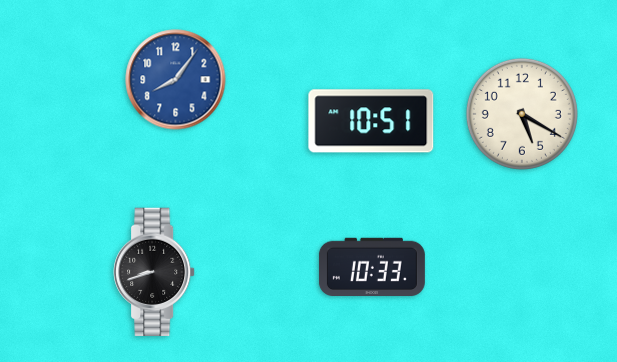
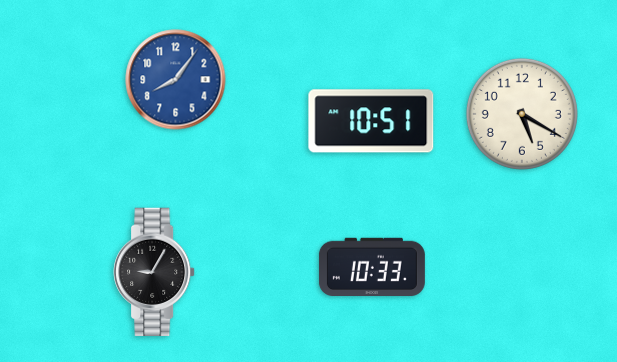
clock at (154, 272): 8:42 -> 9:05
